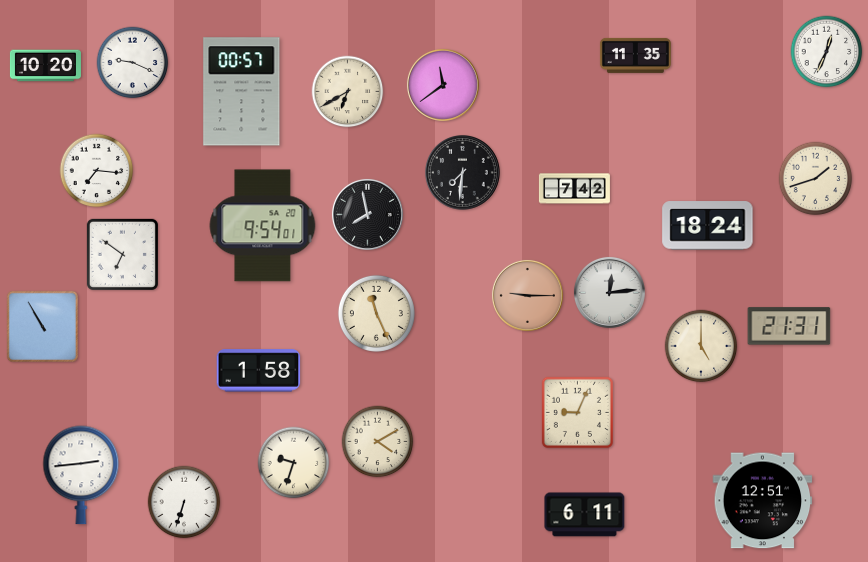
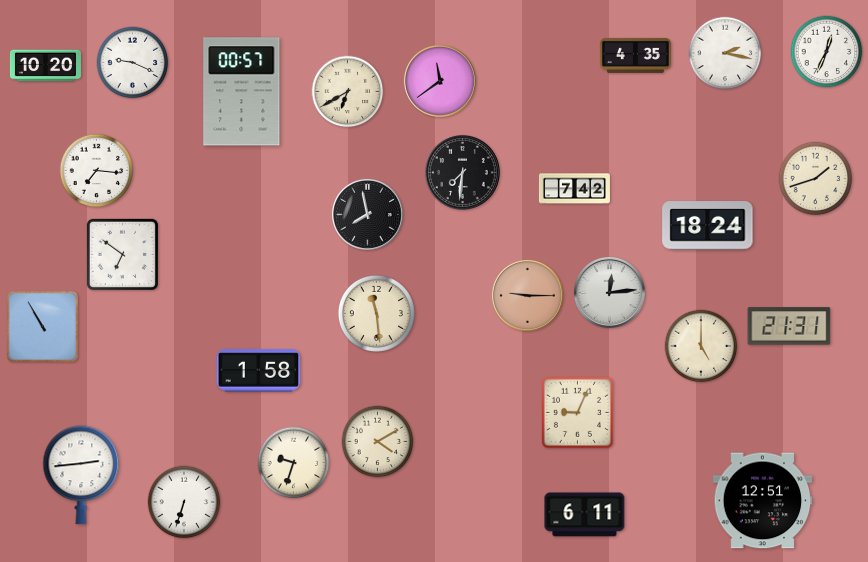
clock at (725, 53): none -> 2:17
clock at (635, 55): 11:35 -> 4:35
clock at (443, 85) position: (443, 85) -> (440, 81)
clock at (263, 226): 9:54 -> none
clock at (376, 313): 11:26 -> 11:29
